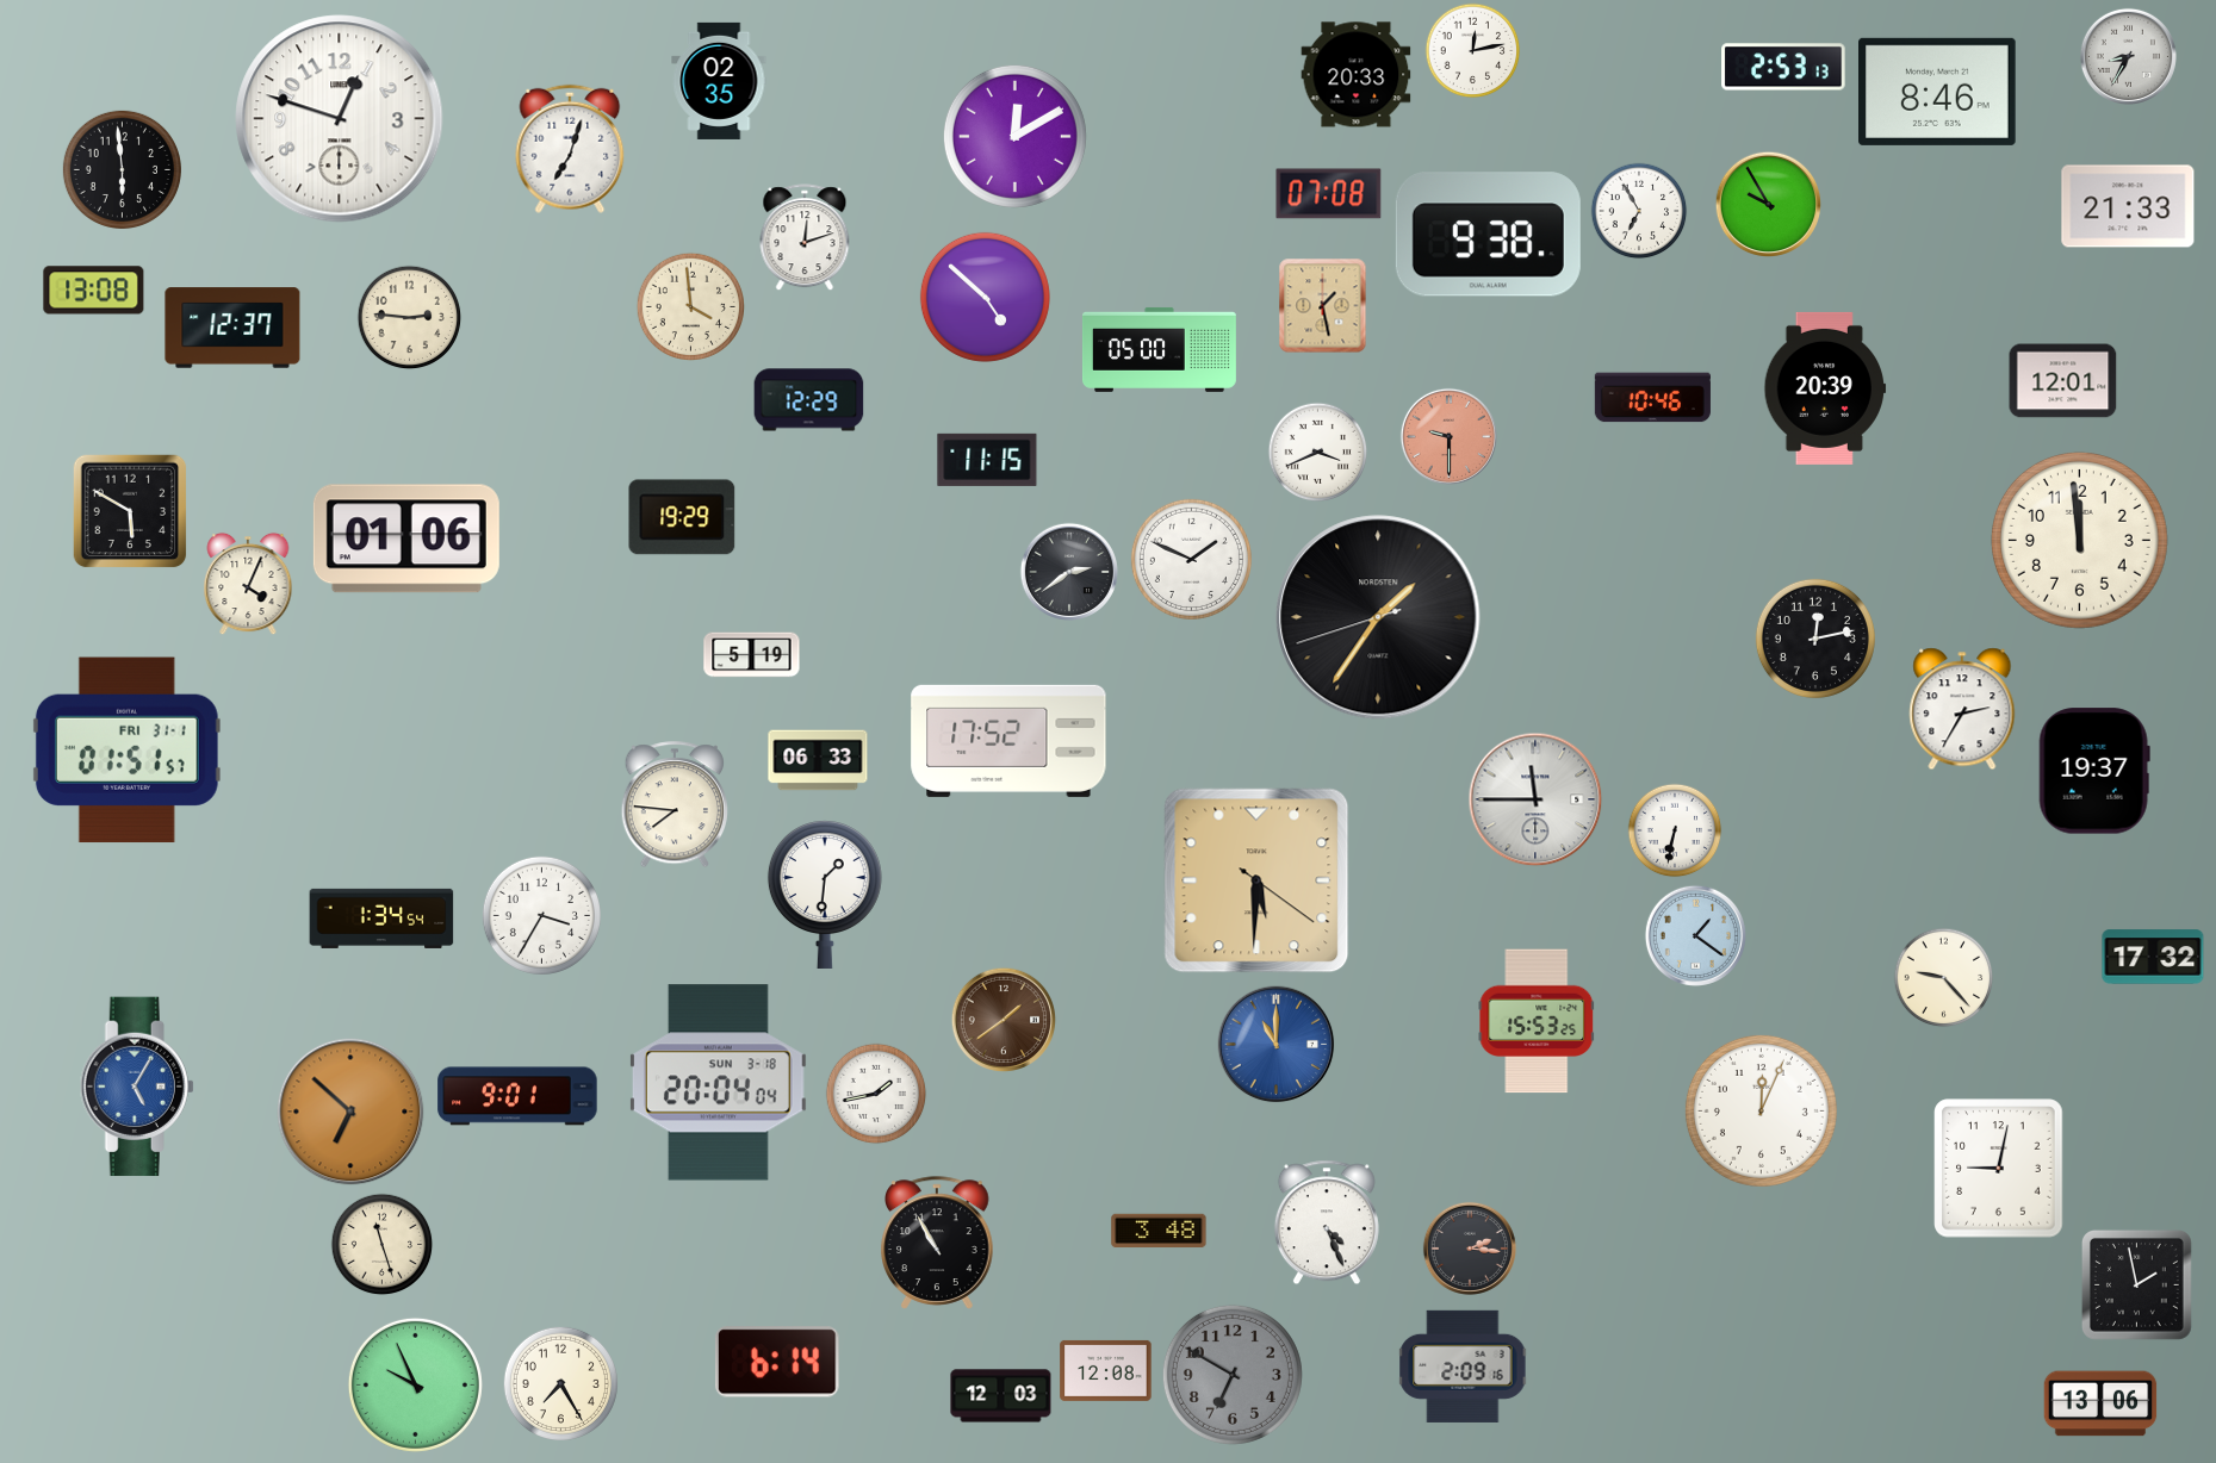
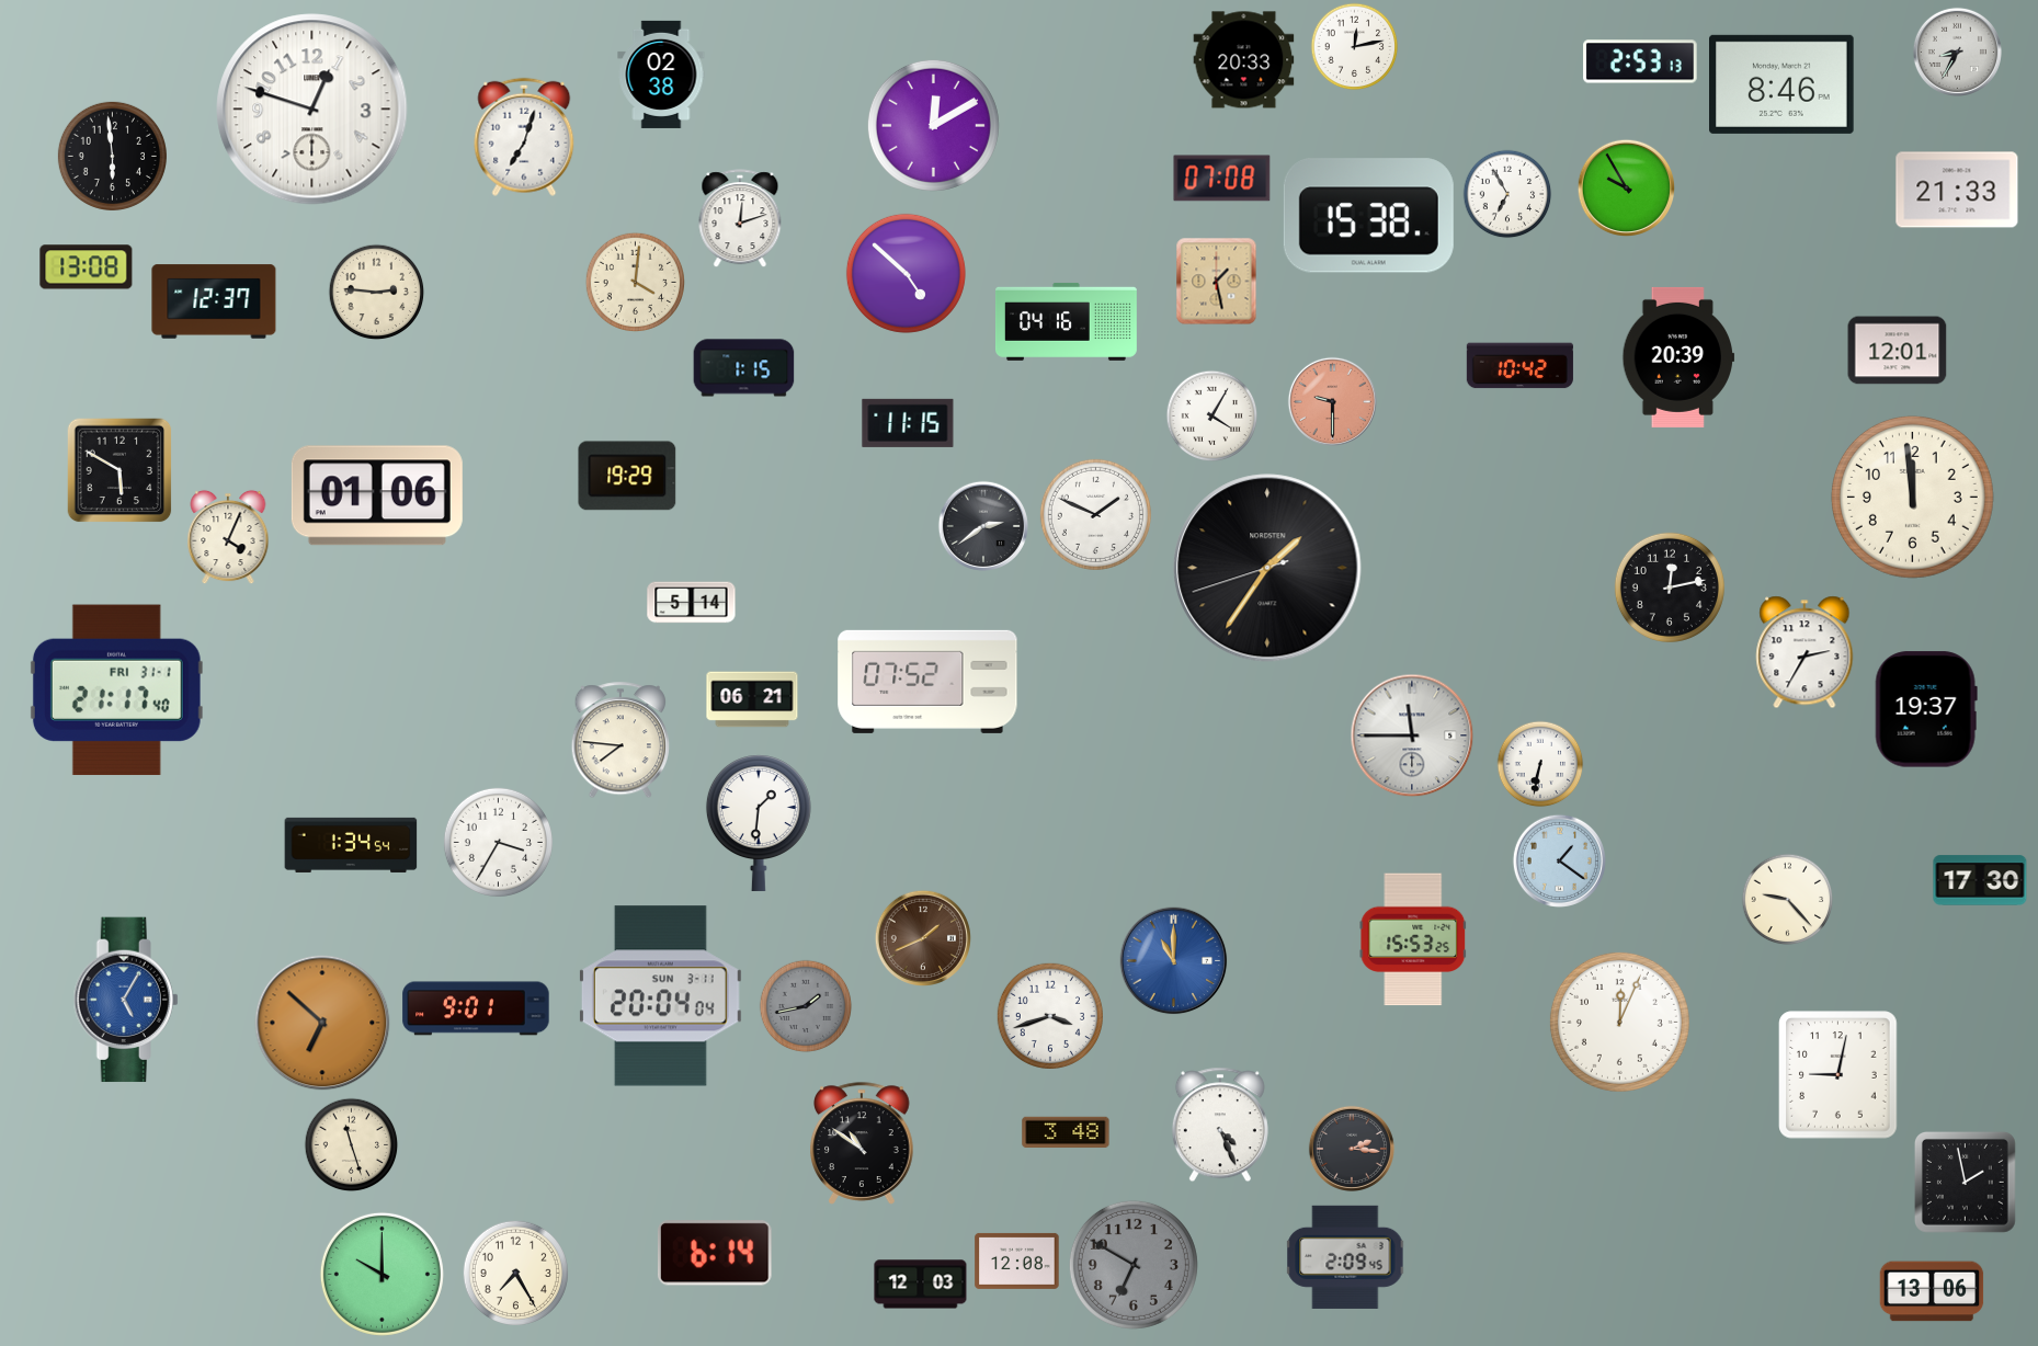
clock at (1357, 75) position: (1357, 75) -> (1244, 60)
clock at (719, 81): 02:35 -> 02:38
clock at (1488, 235): 9:38 -> 15:38
clock at (691, 307): 3:59 -> 4:01
clock at (1160, 349): 05:00 -> 04:16
clock at (1652, 398): 10:46 -> 10:42
clock at (809, 400): 12:29 -> 1:15
clock at (1318, 453): 3:41 -> 4:05
clock at (406, 538) position: (406, 538) -> (377, 495)
clock at (752, 655): 5:19 -> 5:14
clock at (1008, 741): 17:52 -> 07:52
clock at (126, 751): 01:51 -> 21:17
clock at (818, 760): 06:33 -> 06:21
clock at (1256, 880): 5:30 -> none
clock at (2153, 957): 17:32 -> 17:30
clock at (1003, 1019): 1:39 -> 1:41
clock at (718, 1083) date: SUN 3-18 -> SUN 3-11
clock at (876, 1094) dial: white -> grey
clock at (1050, 1016): none -> 3:42
clock at (937, 1243): 10:55 -> 10:51
clock at (1463, 1366): 2:09:16 -> 2:09:45
clock at (415, 1384): 9:56 -> 10:00
